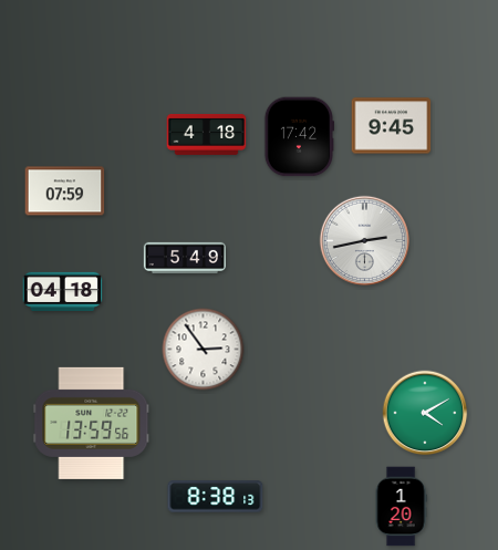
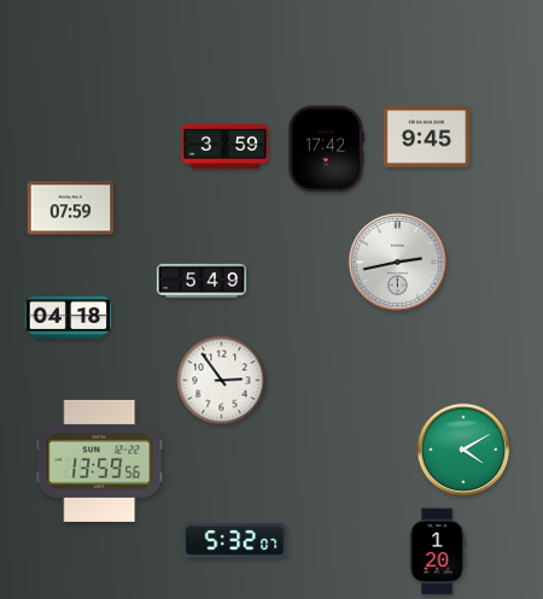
clock at (207, 134): 4:18 -> 3:59
clock at (216, 497): 8:38 -> 5:32
